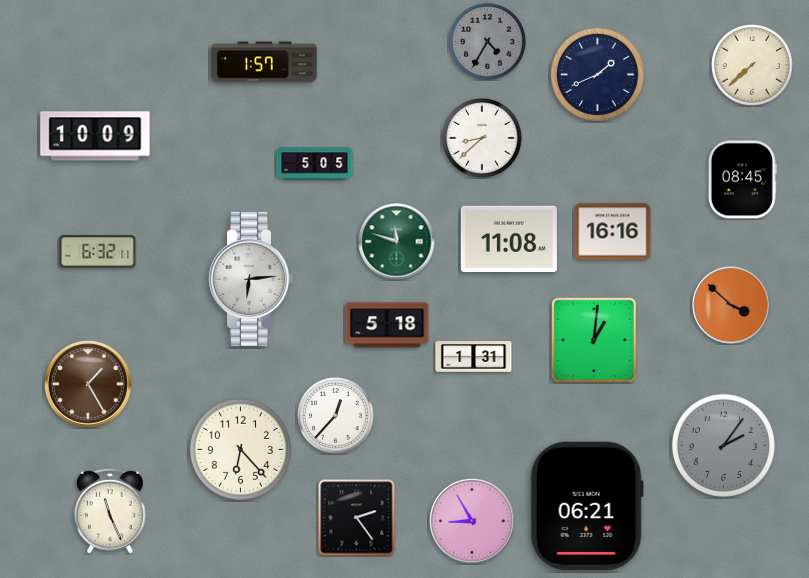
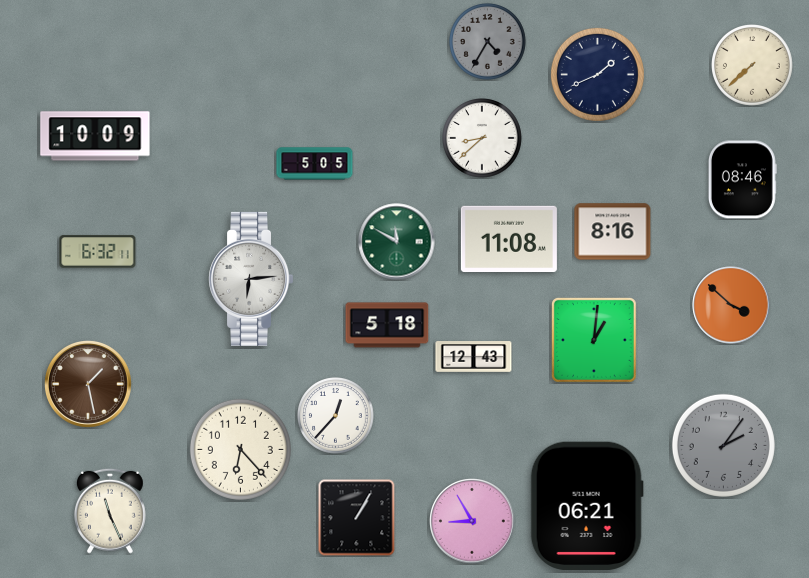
clock at (264, 62): 1:57 -> none
clock at (742, 180): 08:45 -> 08:46
clock at (613, 232): 16:16 -> 8:16
clock at (397, 242): 11:48 -> 11:50
clock at (474, 357): 1:31 -> 12:43
clock at (89, 385): 1:25 -> 1:28
clock at (357, 518): 2:24 -> 1:05
